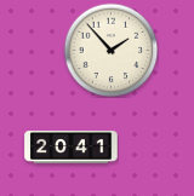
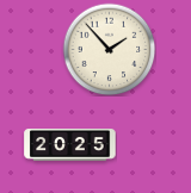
clock at (72, 148): 20:41 -> 20:25
